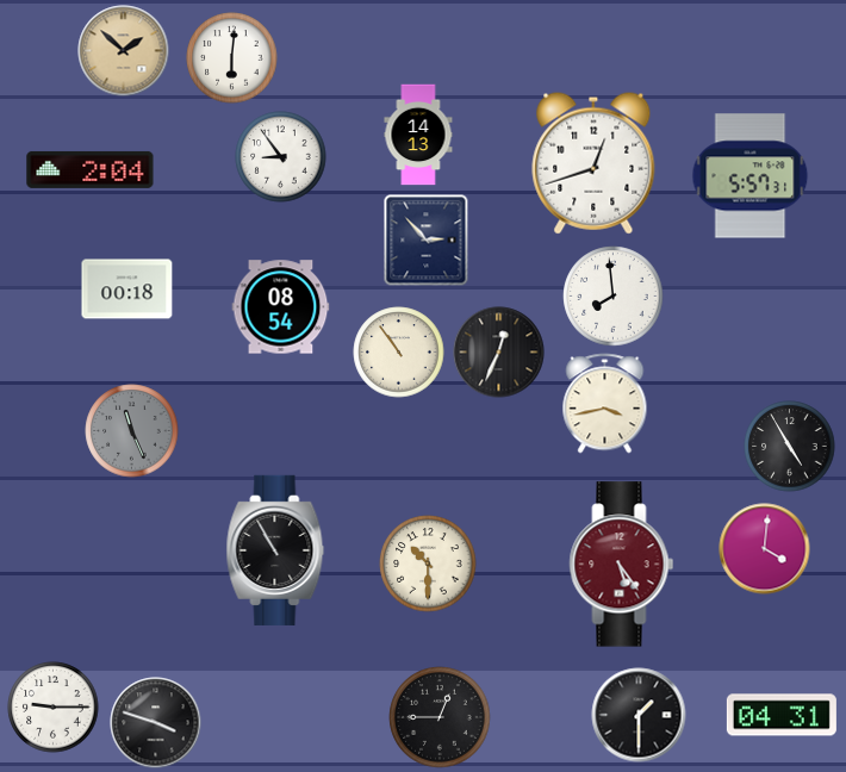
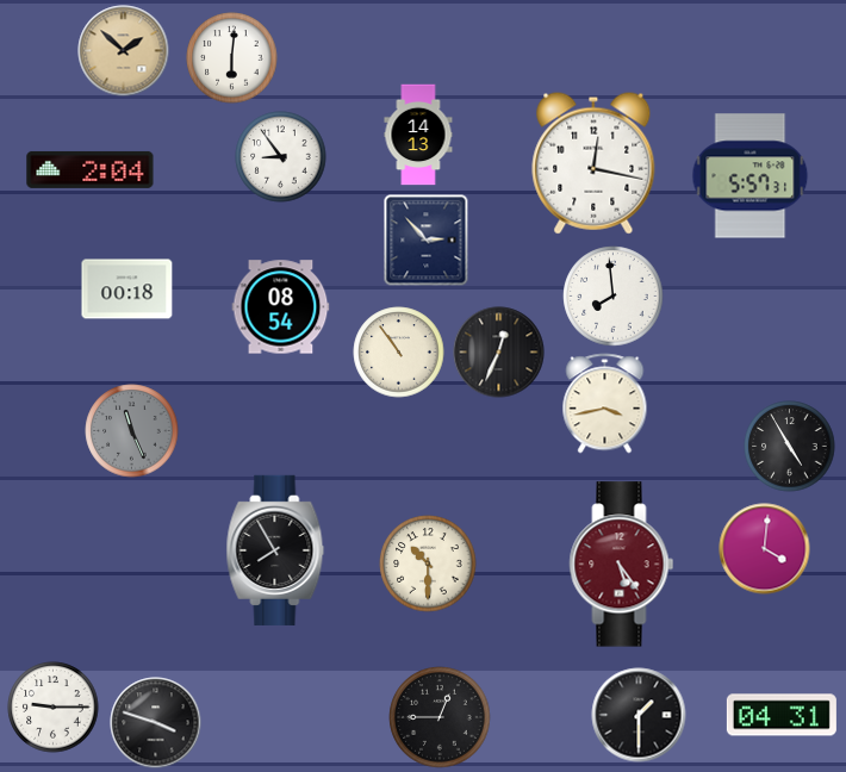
clock at (593, 163): 12:42 -> 12:17
clock at (275, 550): 10:55 -> 7:55
